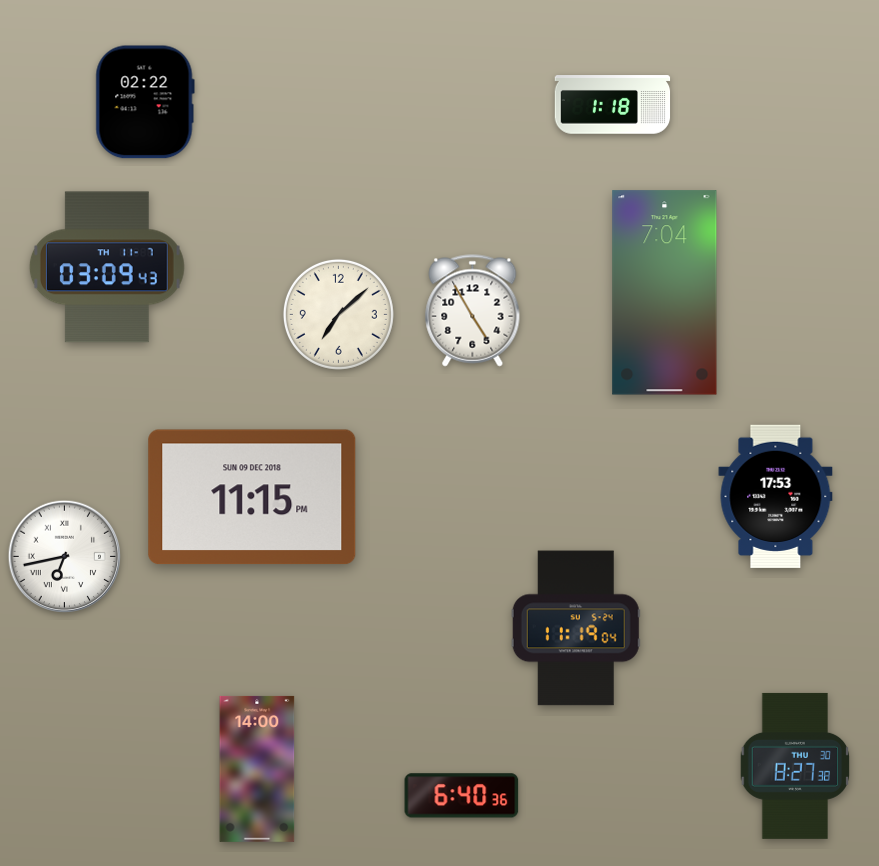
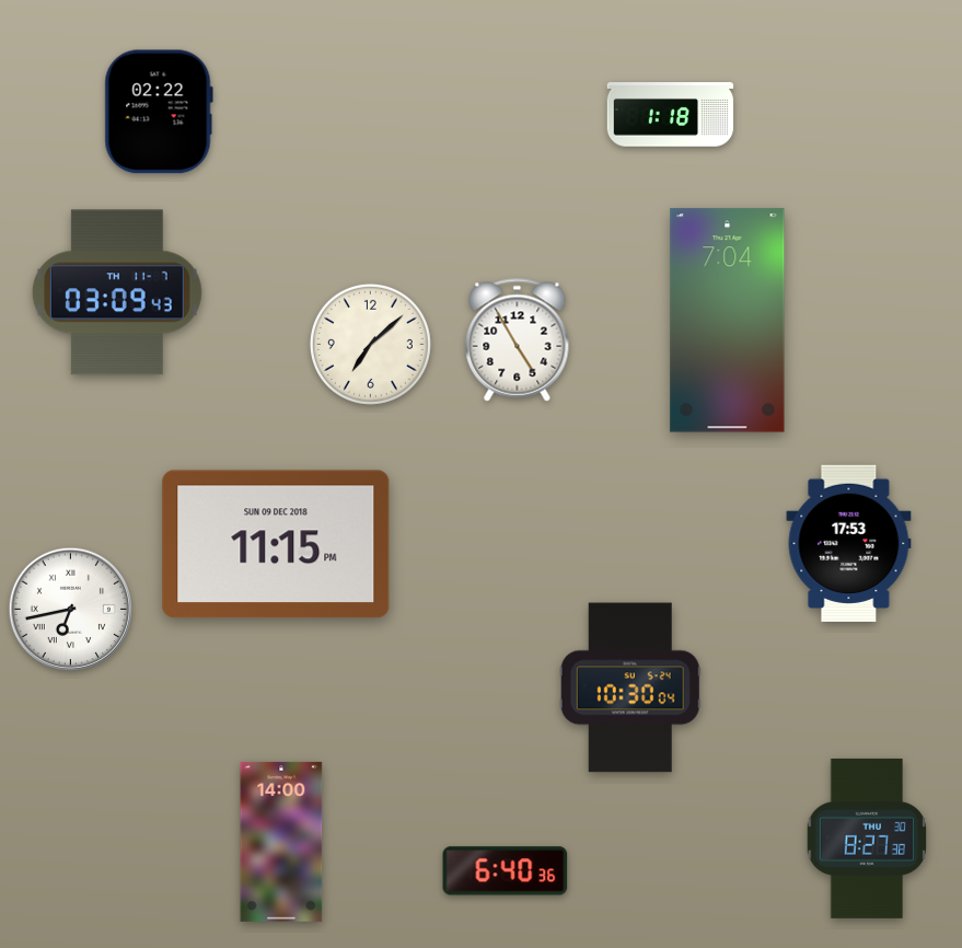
clock at (576, 628): 11:19 -> 10:30
clock at (795, 766) position: (795, 766) -> (867, 839)
